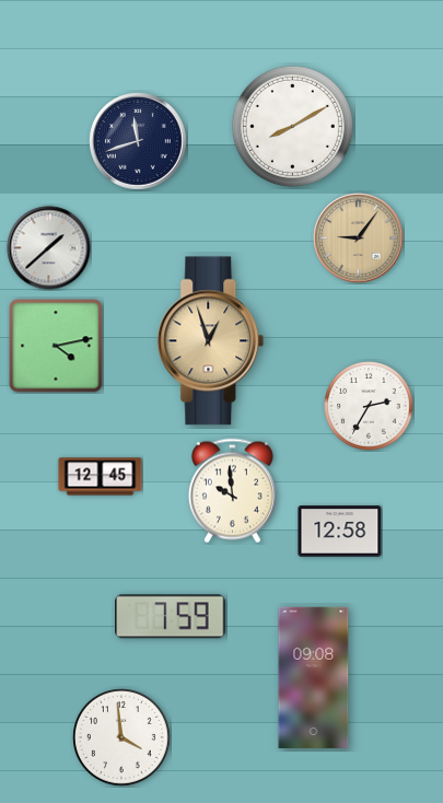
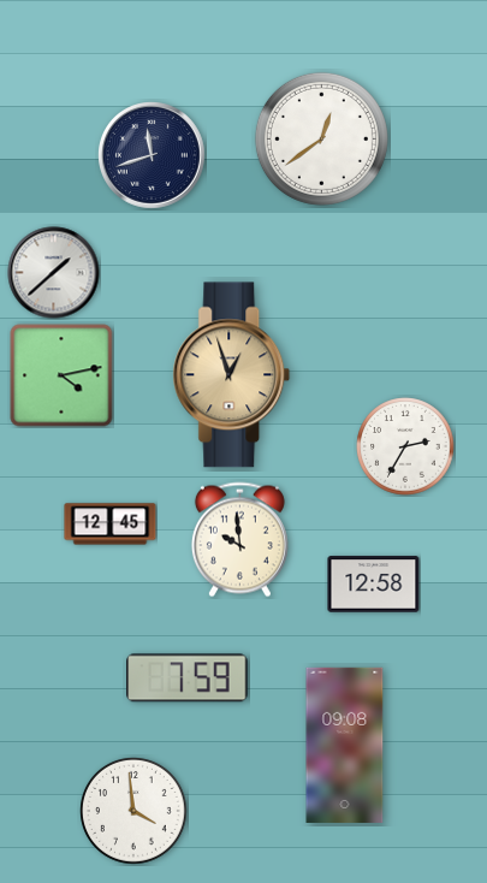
clock at (292, 126): 8:10 -> 12:39
clock at (359, 238): 9:06 -> none
clock at (56, 346) position: (56, 346) -> (61, 375)
clock at (232, 491) position: (232, 491) -> (239, 540)
